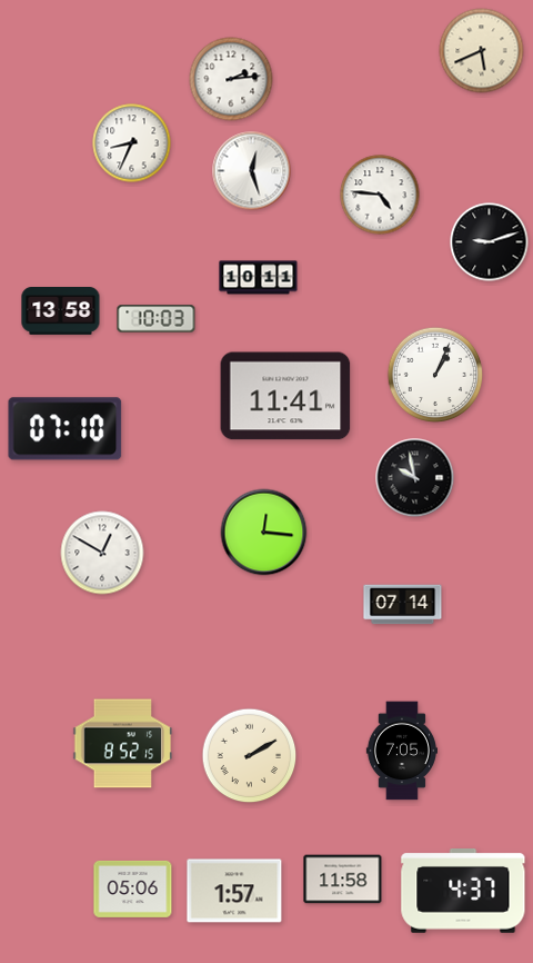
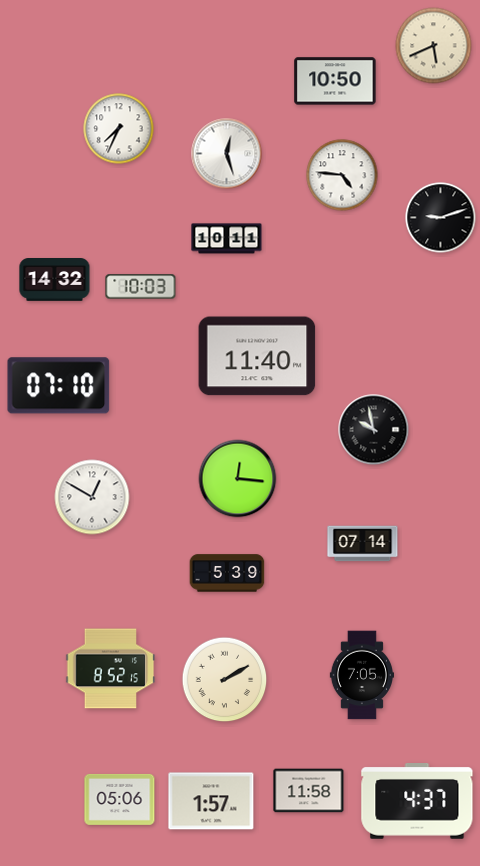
clock at (231, 79): 2:14 -> none
clock at (335, 81): none -> 10:50
clock at (132, 143): 8:34 -> 7:34
clock at (259, 278) position: (259, 278) -> (227, 239)
clock at (61, 311): 13:58 -> 14:32
clock at (435, 375): 1:04 -> none
clock at (285, 396): 11:41 -> 11:40
clock at (227, 573): none -> 5:39
